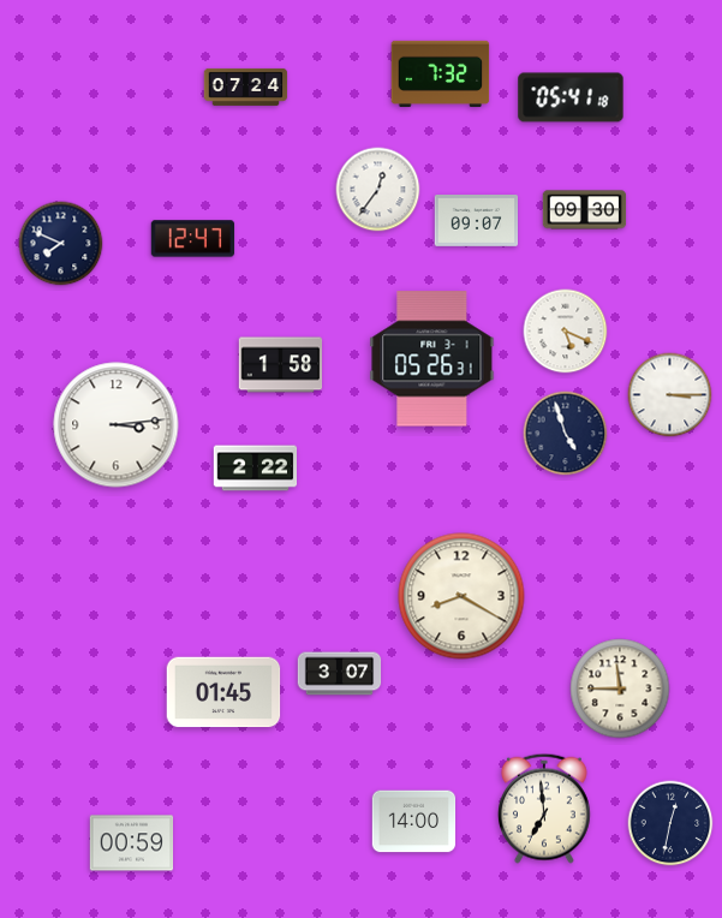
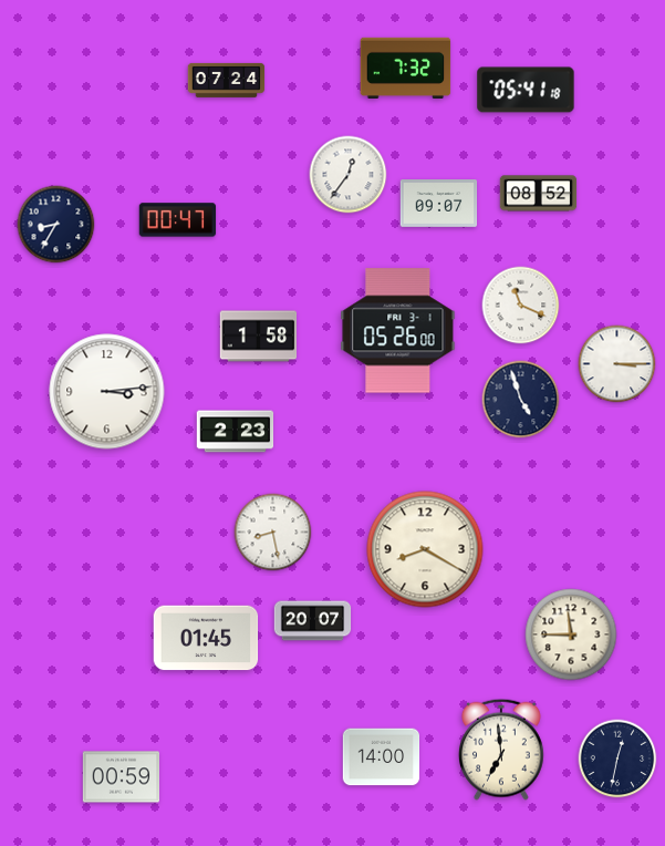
clock at (585, 210): 09:30 -> 08:52
clock at (193, 239): 12:47 -> 00:47
clock at (61, 244): 7:49 -> 8:35
clock at (566, 332): 5:19 -> 11:19
clock at (432, 359): 05:26:31 -> 05:26:00
clock at (256, 469): 2:22 -> 2:23
clock at (273, 533): none -> 8:28
clock at (340, 674): 3:07 -> 20:07
clock at (544, 809) position: (544, 809) -> (501, 750)
